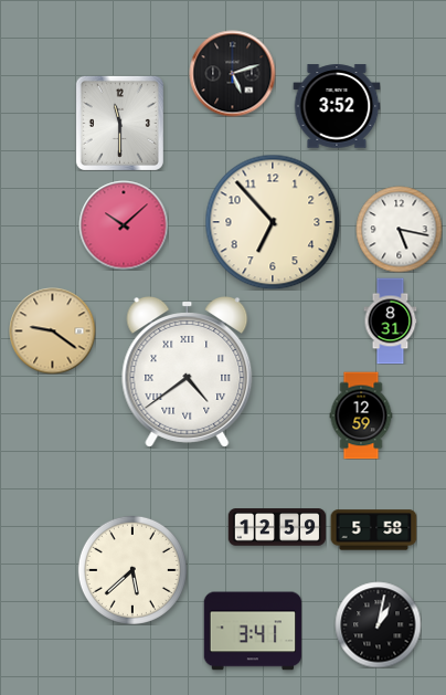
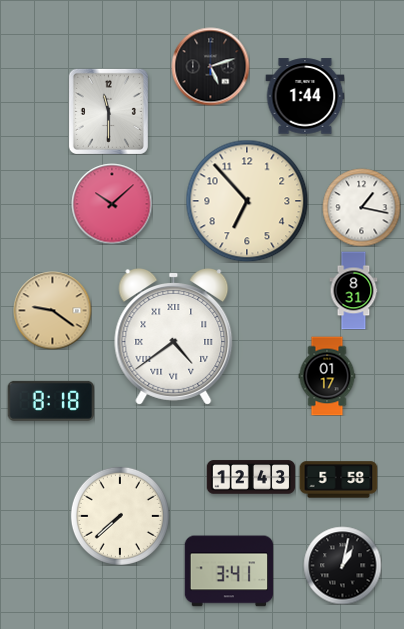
clock at (337, 106): 3:52 -> 1:44
clock at (399, 229): 5:17 -> 1:17
clock at (52, 330) position: (52, 330) -> (52, 310)
clock at (188, 372) position: (188, 372) -> (174, 337)
clock at (361, 415): 12:59 -> 01:17
clock at (51, 401): none -> 8:18
clock at (277, 527): 12:59 -> 12:43
clock at (132, 570): 5:38 -> 7:38
